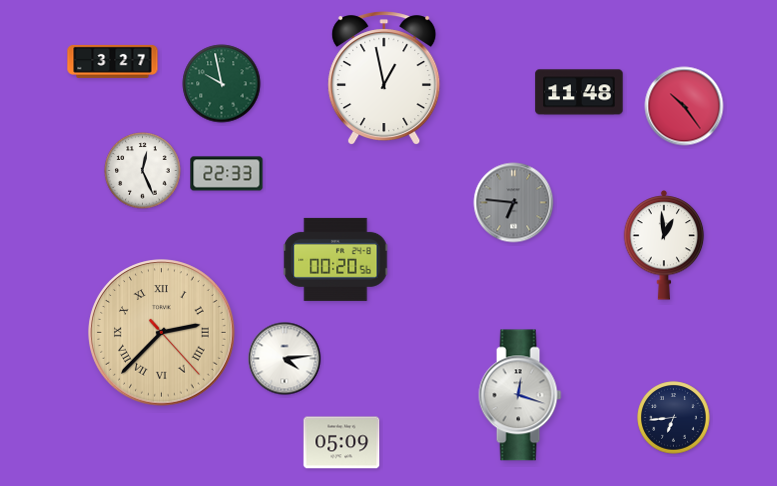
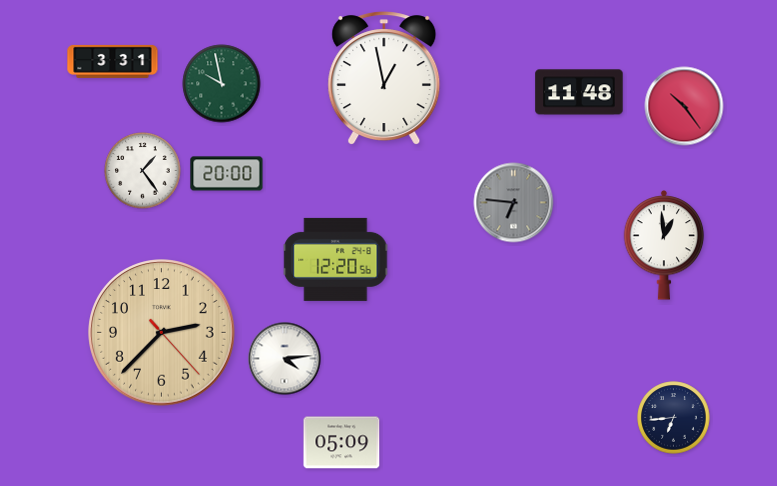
clock at (113, 61): 3:27 -> 3:31
clock at (143, 171): 12:26 -> 1:24
clock at (227, 174): 22:33 -> 20:00
clock at (336, 259): 00:20 -> 12:20
clock at (162, 333) numerals: Roman -> Arabic
clock at (520, 395): 12:18 -> none
